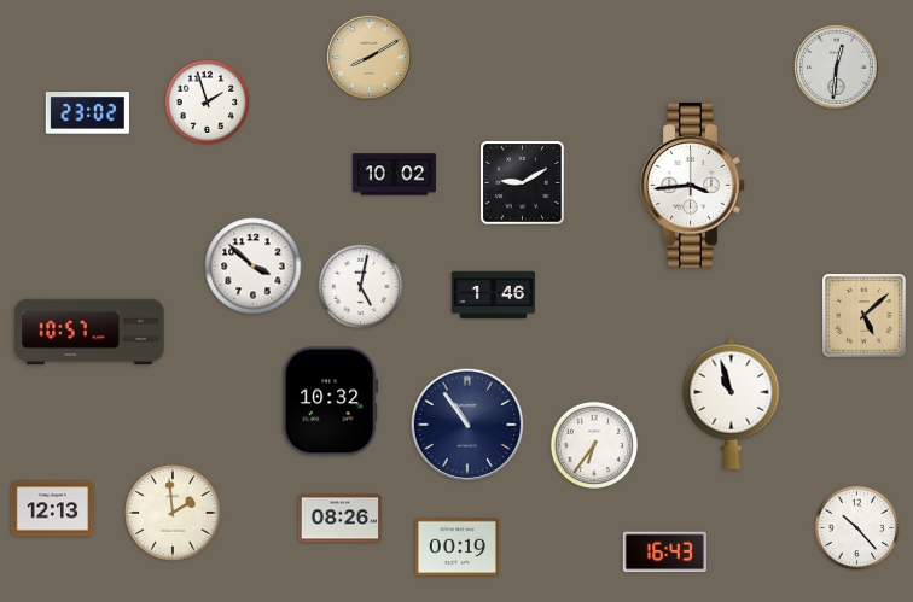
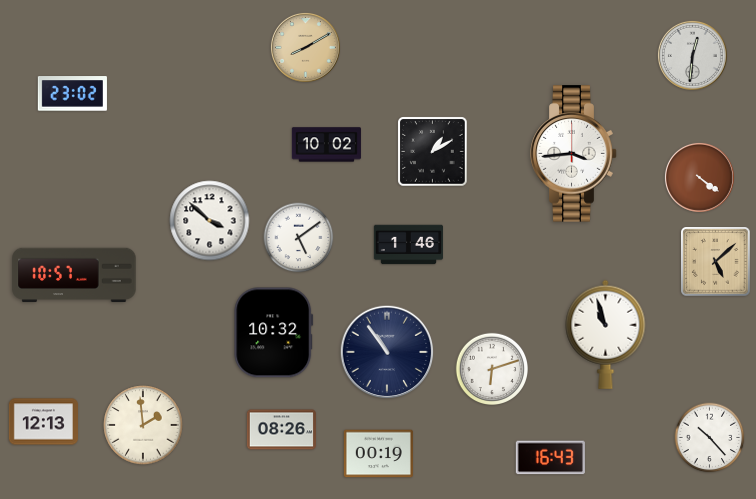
clock at (208, 103): 1:57 -> none
clock at (523, 183): 9:10 -> 1:10
clock at (699, 177): none -> 4:21
clock at (361, 287): 5:02 -> 5:09
clock at (593, 444): 6:36 -> 6:12
